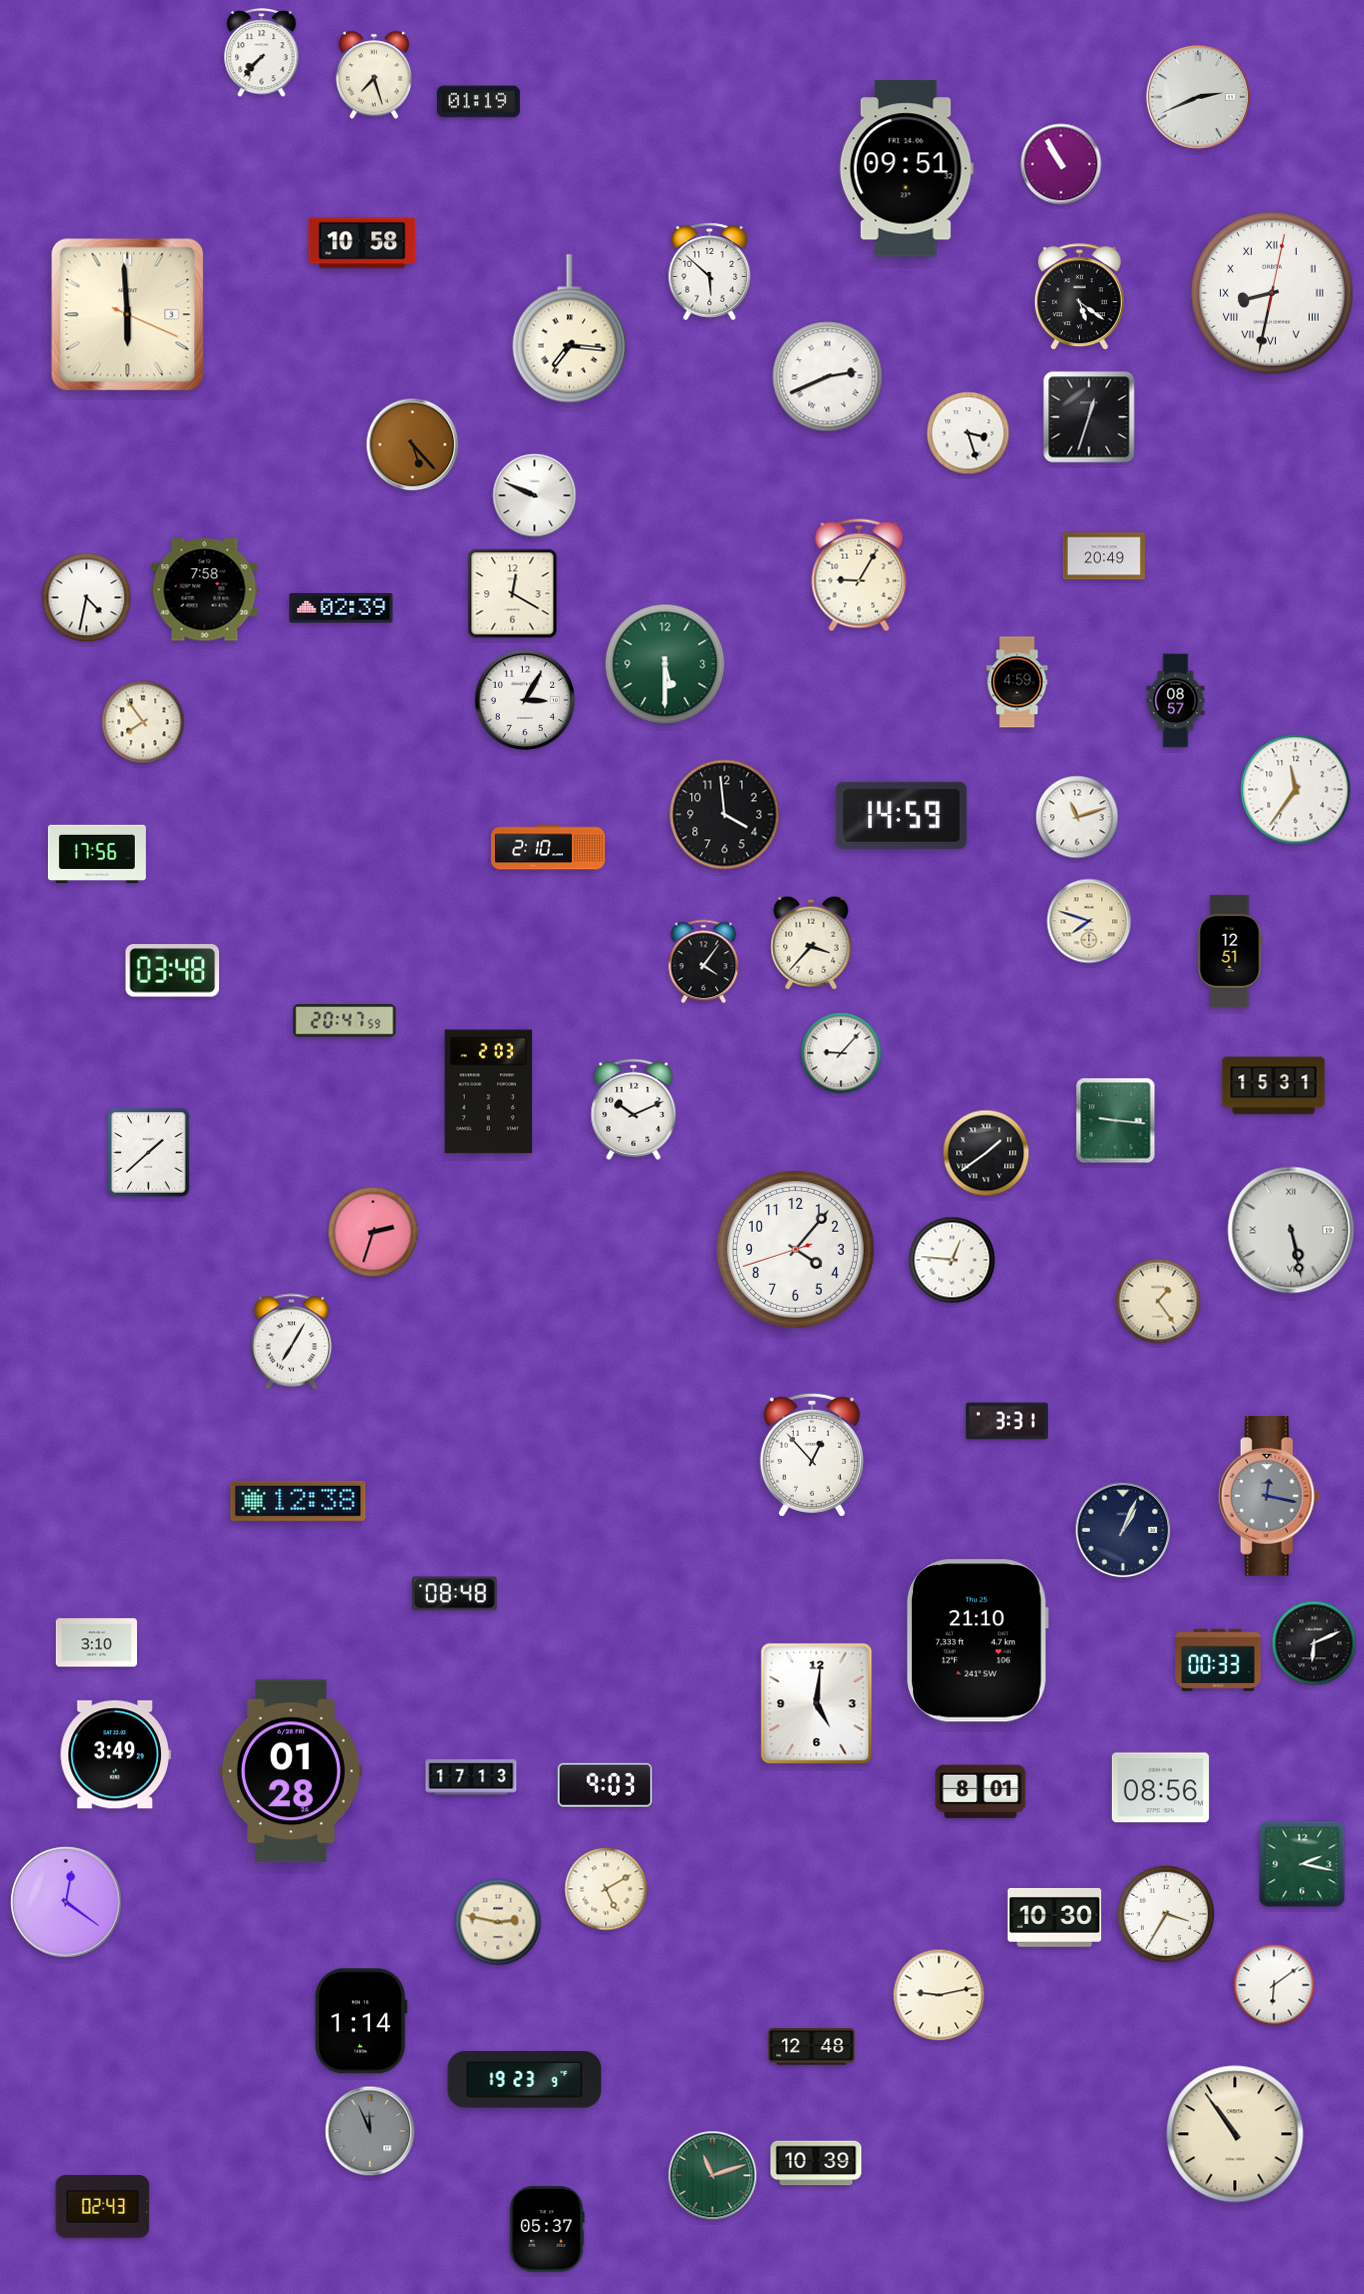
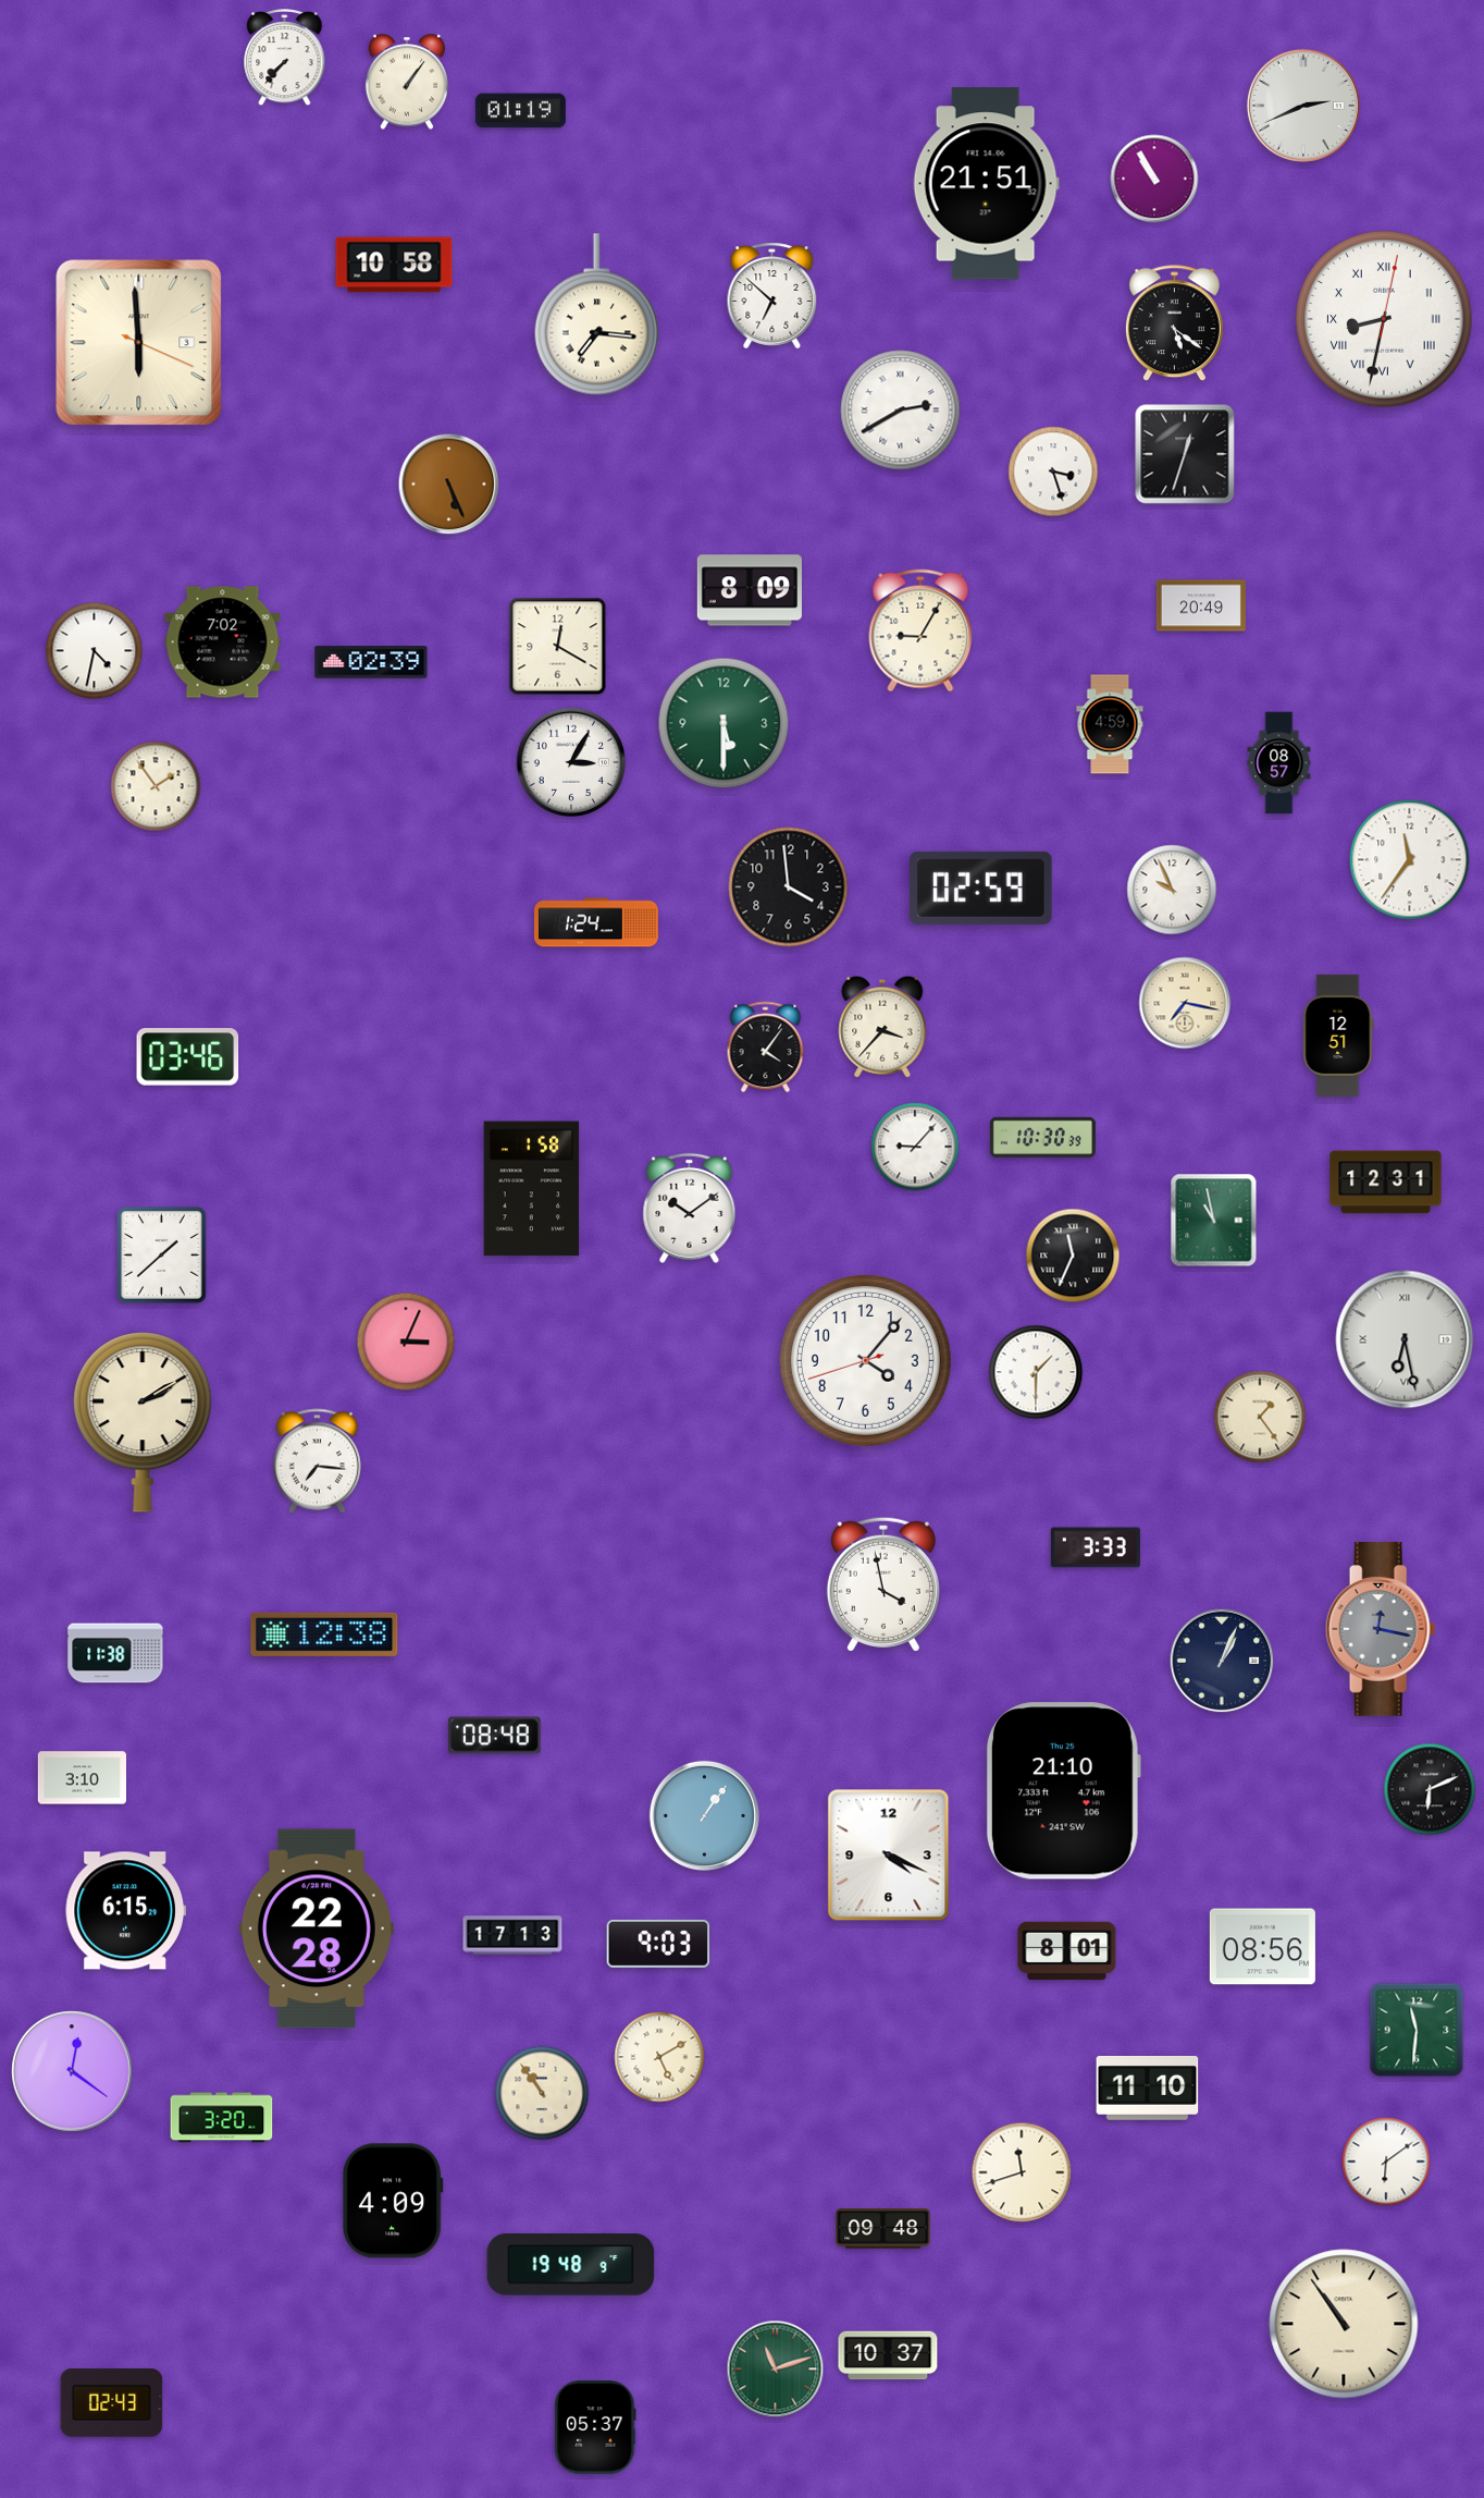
clock at (374, 75): 7:27 -> 1:06
clock at (906, 169): 09:51 -> 21:51
clock at (710, 272): 5:52 -> 6:52
clock at (569, 329) position: (569, 329) -> (596, 315)
clock at (828, 377): 2:41 -> 2:40
clock at (413, 445): 5:23 -> 5:26
clock at (535, 496): 9:49 -> none
clock at (750, 590): none -> 8:09
clock at (859, 575) position: (859, 575) -> (920, 630)
clock at (205, 590): 7:58 -> 7:02
clock at (1017, 682) position: (1017, 682) -> (1110, 724)
clock at (143, 722): 7:54 -> 1:54
clock at (902, 815): 14:59 -> 02:59
clock at (1077, 817): 11:12 -> 9:56
clock at (549, 847): 2:10 -> 1:24
clock at (97, 854): 17:56 -> none
clock at (1089, 921): 7:48 -> 7:17
clock at (173, 971): 03:48 -> 03:46
clock at (345, 1021): 20:47 -> none
clock at (1042, 1137): none -> 10:30
clock at (1274, 1086): 15:31 -> 12:31
clock at (489, 1092): 2:03 -> 1:58
clock at (634, 1109): 10:11 -> 10:09
clock at (1116, 1121): 9:16 -> 10:58
clock at (986, 1153): 1:39 -> 11:34
clock at (1291, 1230): 5:28 -> 6:28
clock at (373, 1232): 2:33 -> 3:04
clock at (952, 1260): 12:46 -> 1:30
clock at (143, 1422): none -> 2:10
clock at (291, 1342): 7:05 -> 7:16
clock at (1007, 1421): 3:31 -> 3:33
clock at (812, 1455): 12:53 -> 3:58
clock at (115, 1653): none -> 11:38
clock at (1123, 1530) position: (1123, 1530) -> (1222, 1661)
clock at (977, 1641) position: (977, 1641) -> (1063, 1791)
clock at (96, 1643) position: (96, 1643) -> (82, 1778)
clock at (1218, 1660): 00:33 -> none
clock at (704, 1815): none -> 1:06
clock at (817, 1704): 5:01 -> 4:19
clock at (115, 1755): 3:49 -> 6:15
clock at (291, 1771): 01:28 -> 22:28
clock at (1302, 1864): 2:17 -> 11:31
clock at (1166, 1914): 3:35 -> none
clock at (1055, 1918): 10:30 -> 11:10
clock at (498, 1922): 2:47 -> 10:54
clock at (222, 2118): none -> 3:20
clock at (939, 1995): 9:13 -> 11:42
clock at (361, 2021): 1:14 -> 4:09
clock at (812, 2047): 12:48 -> 09:48
clock at (525, 2080): 19:23 -> 19:48
clock at (370, 2131): 11:56 -> none
clock at (816, 2163): 10:39 -> 10:37
